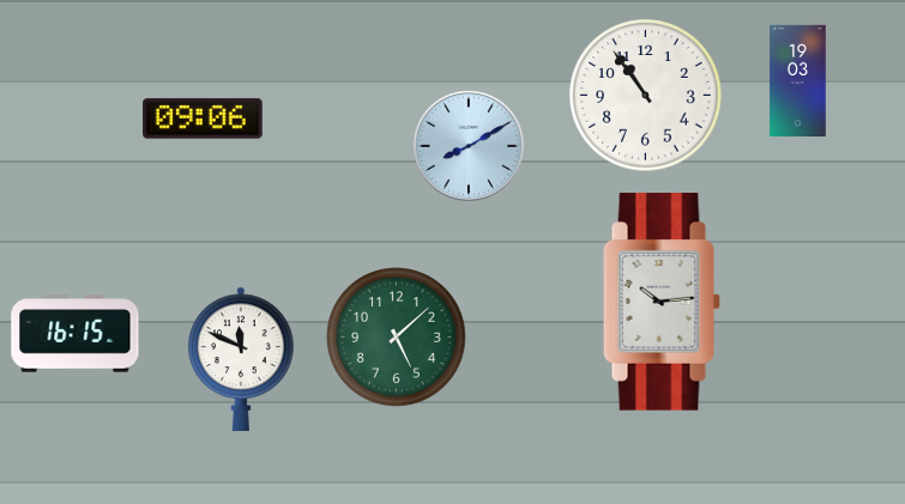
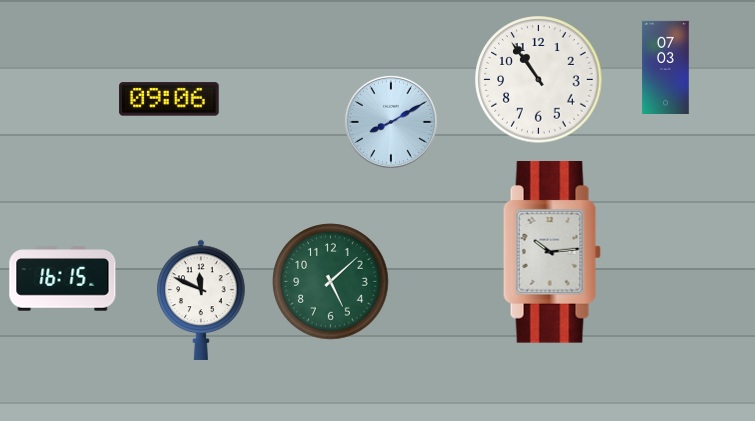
clock at (798, 80): 19:03 -> 07:03
